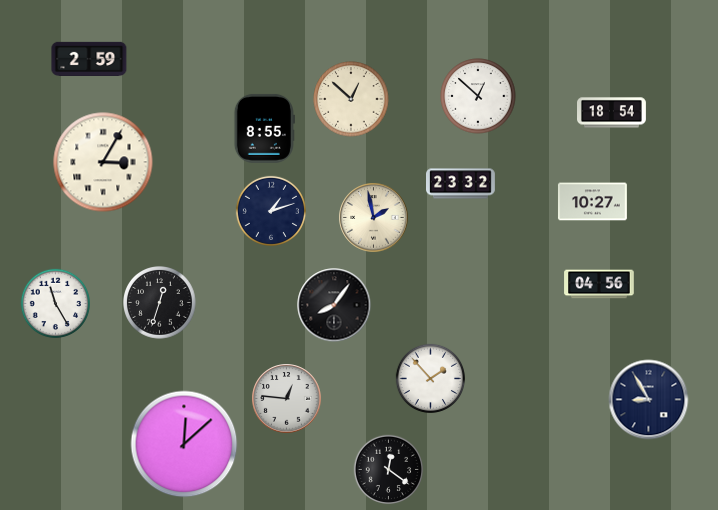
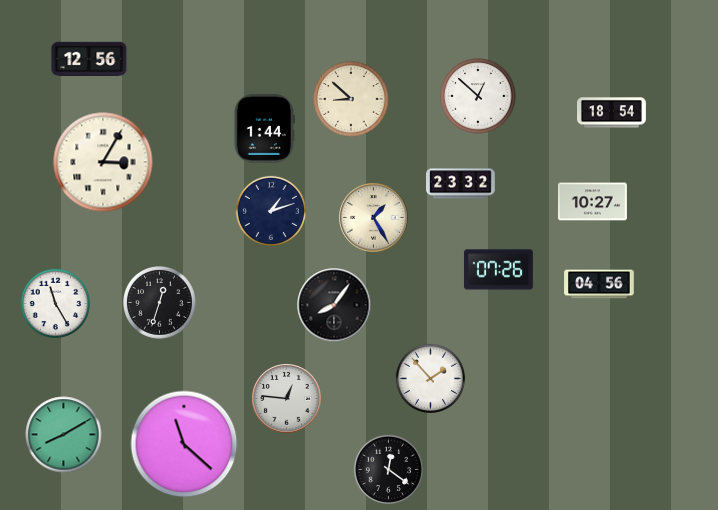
clock at (89, 58): 2:59 -> 12:56
clock at (351, 99): 12:52 -> 8:52
clock at (264, 128): 8:55 -> 1:44
clock at (374, 218): 1:58 -> 1:25
clock at (498, 270): none -> 07:26
clock at (649, 400): 8:55 -> none
clock at (64, 435): none -> 8:10
clock at (184, 444): 12:08 -> 11:22
